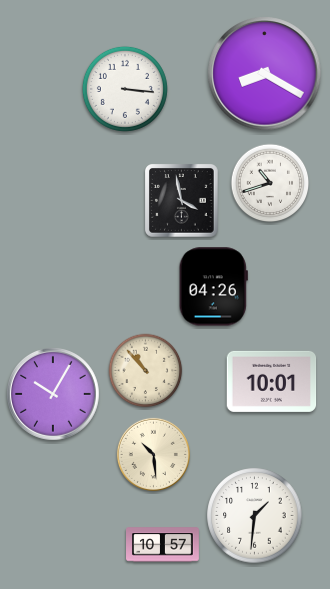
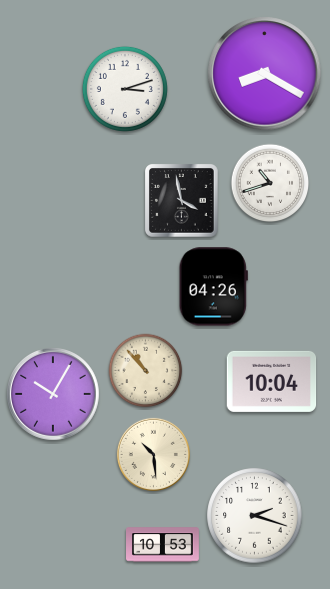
clock at (125, 89): 3:16 -> 3:12
clock at (272, 381): 10:01 -> 10:04
clock at (255, 516): 1:31 -> 2:18
clock at (163, 545): 10:57 -> 10:53
